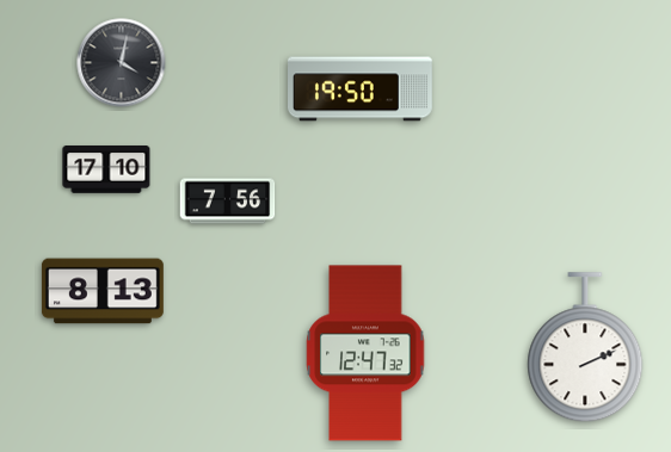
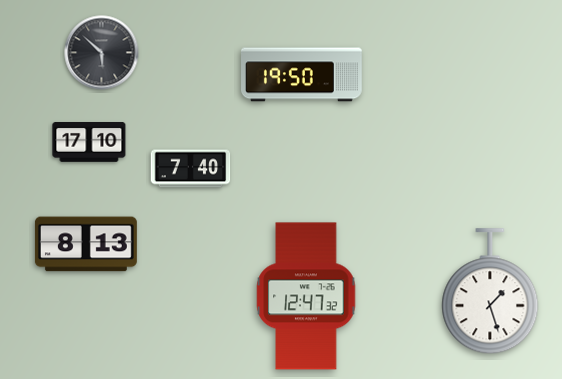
clock at (122, 63): 4:02 -> 5:52
clock at (228, 202): 7:56 -> 7:40
clock at (585, 348): 2:11 -> 1:27
